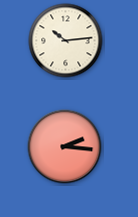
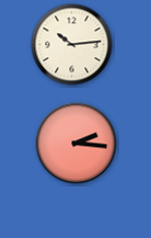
clock at (65, 147) position: (65, 147) -> (77, 144)
